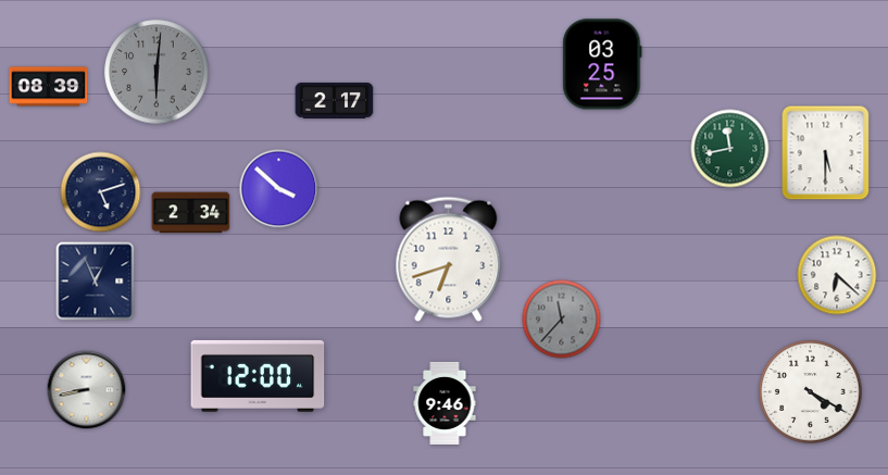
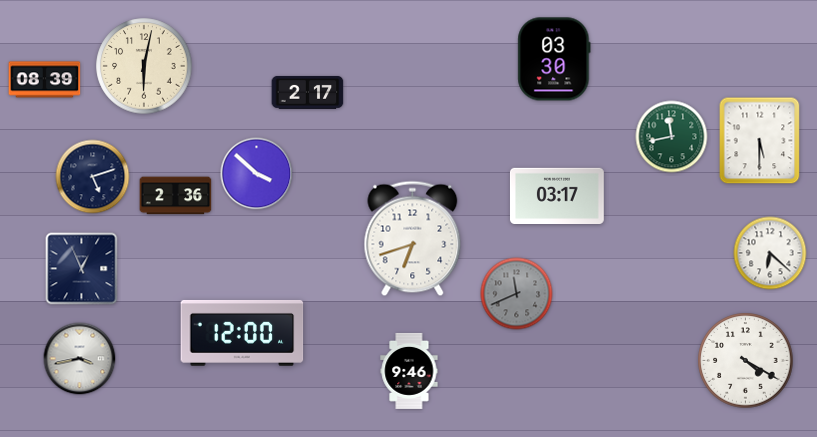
clock at (602, 64): 03:25 -> 03:30
clock at (157, 72): 6:01 -> 6:02
clock at (157, 72) dial: grey -> cream
clock at (557, 195): none -> 03:17
clock at (191, 213): 2:34 -> 2:36
clock at (96, 282) position: (96, 282) -> (82, 269)
clock at (562, 320): 11:37 -> 11:41
clock at (258, 376) position: (258, 376) -> (242, 333)
clock at (87, 390): 8:43 -> 3:43
